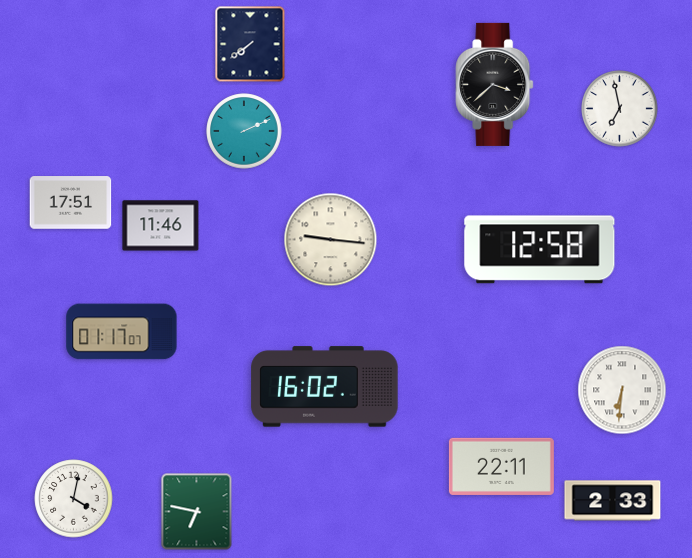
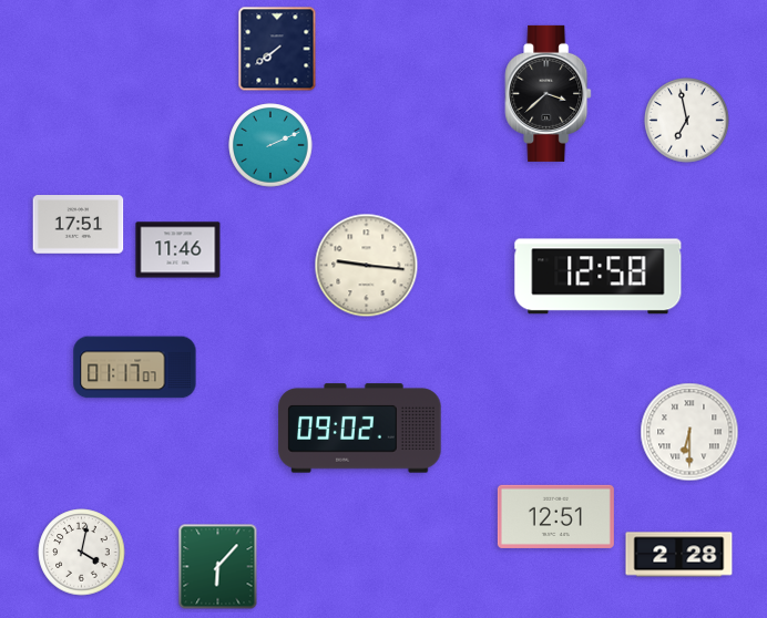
clock at (325, 387): 16:02 -> 09:02
clock at (622, 390): 6:31 -> 6:30
clock at (501, 466): 22:11 -> 12:51
clock at (613, 501): 2:33 -> 2:28
clock at (197, 512): 6:47 -> 6:07
